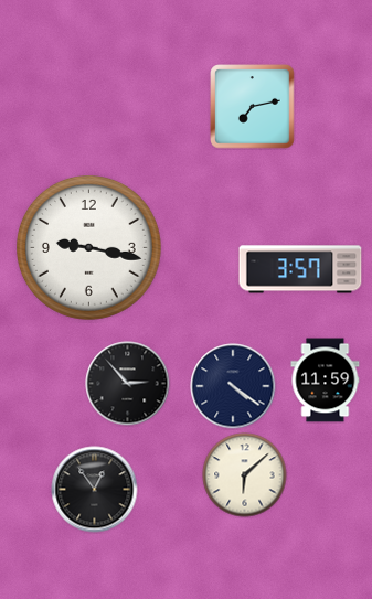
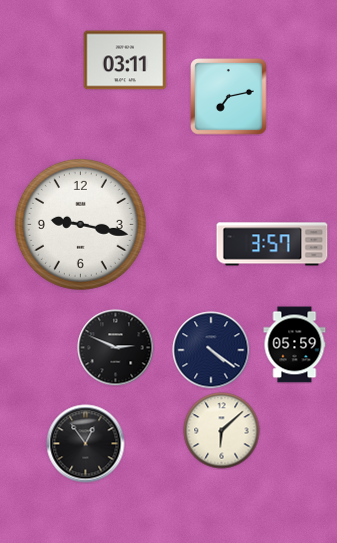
clock at (125, 60): none -> 03:11
clock at (326, 381): 11:59 -> 05:59
clock at (128, 384): 2:53 -> 2:49
